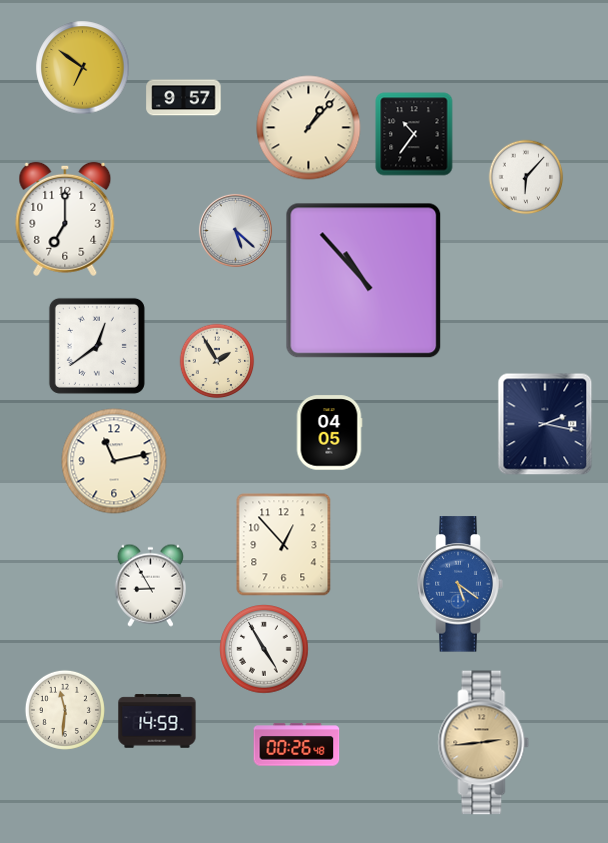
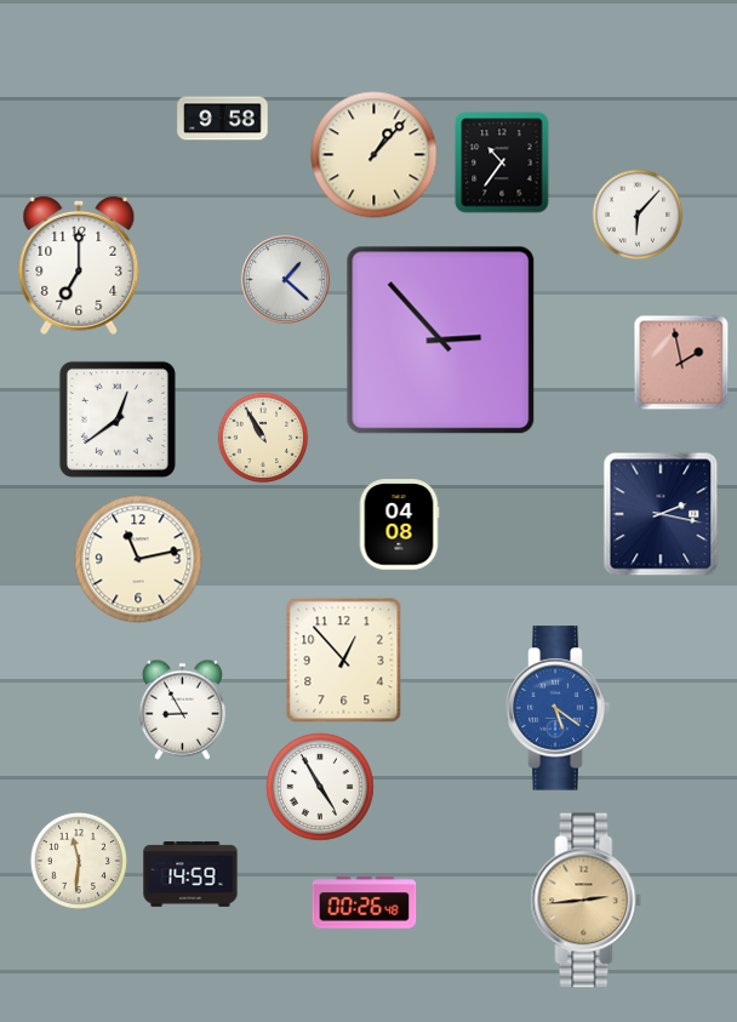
clock at (83, 68): 6:51 -> none
clock at (184, 98): 9:57 -> 9:58
clock at (235, 230): 5:22 -> 1:22
clock at (364, 281): 10:53 -> 2:53
clock at (681, 362): none -> 1:58
clock at (217, 361): 1:55 -> 10:55
clock at (329, 433): 04:05 -> 04:08
clock at (297, 745) position: (297, 745) -> (365, 903)
